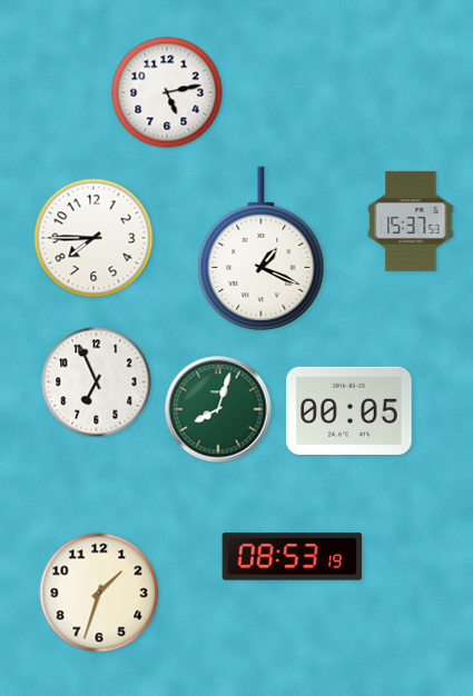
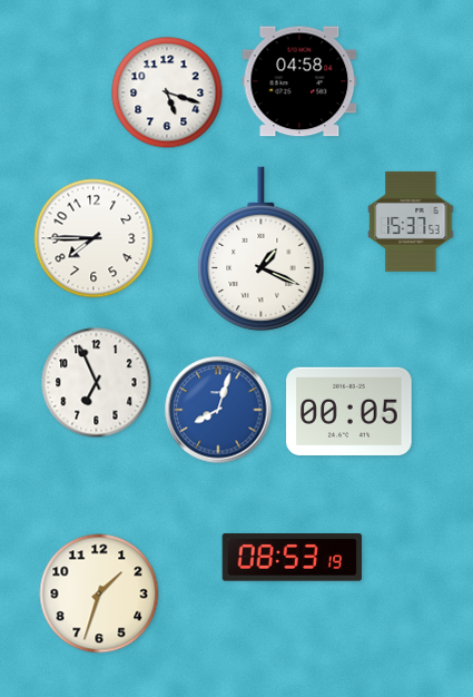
clock at (299, 81): none -> 04:58
clock at (167, 92): 5:13 -> 5:18
clock at (218, 409) dial: green -> blue
